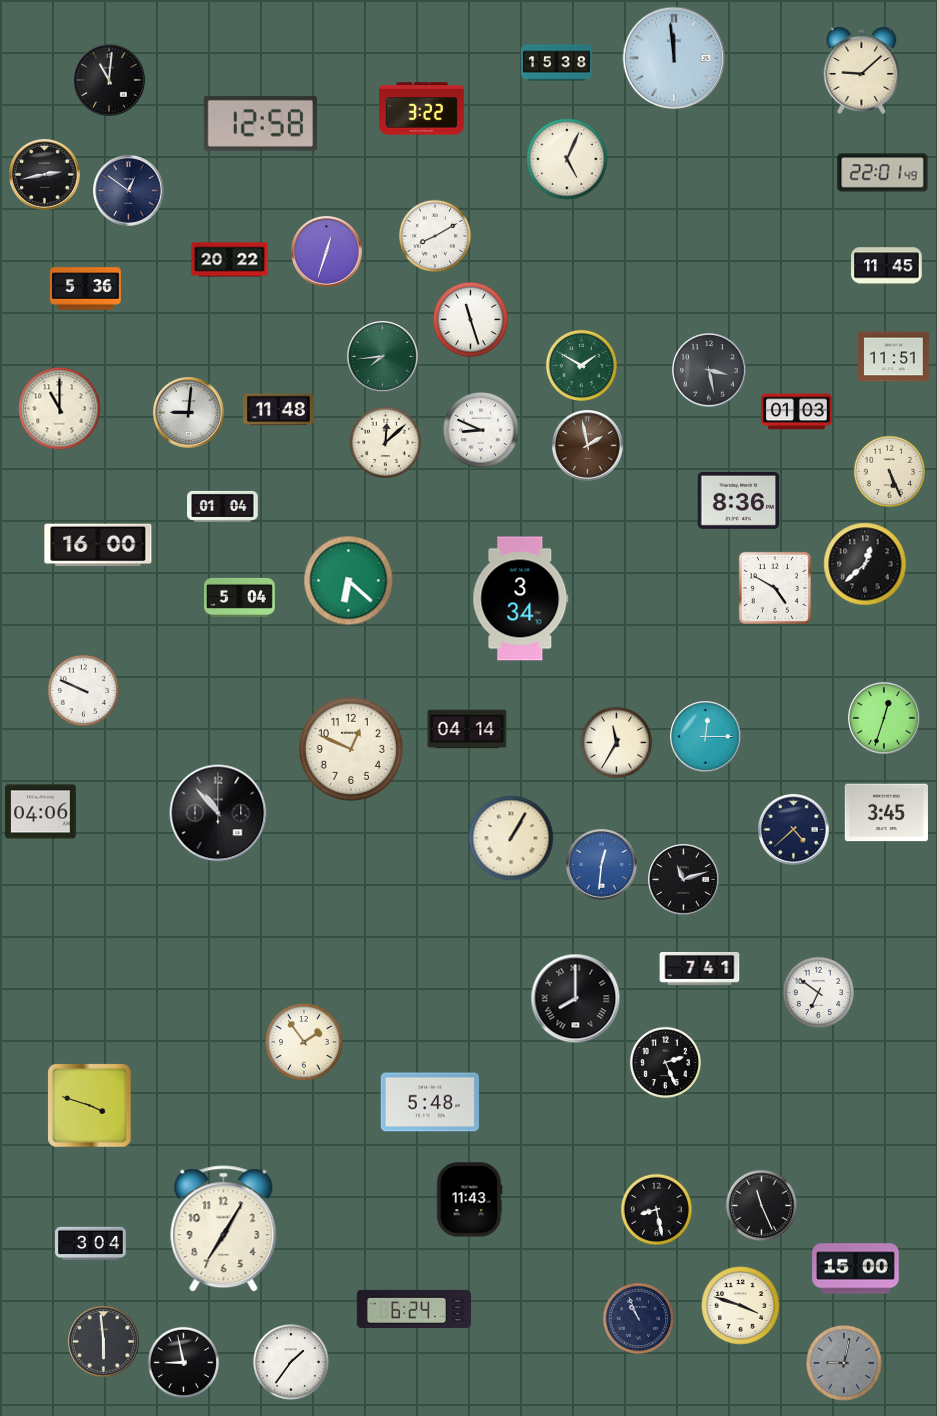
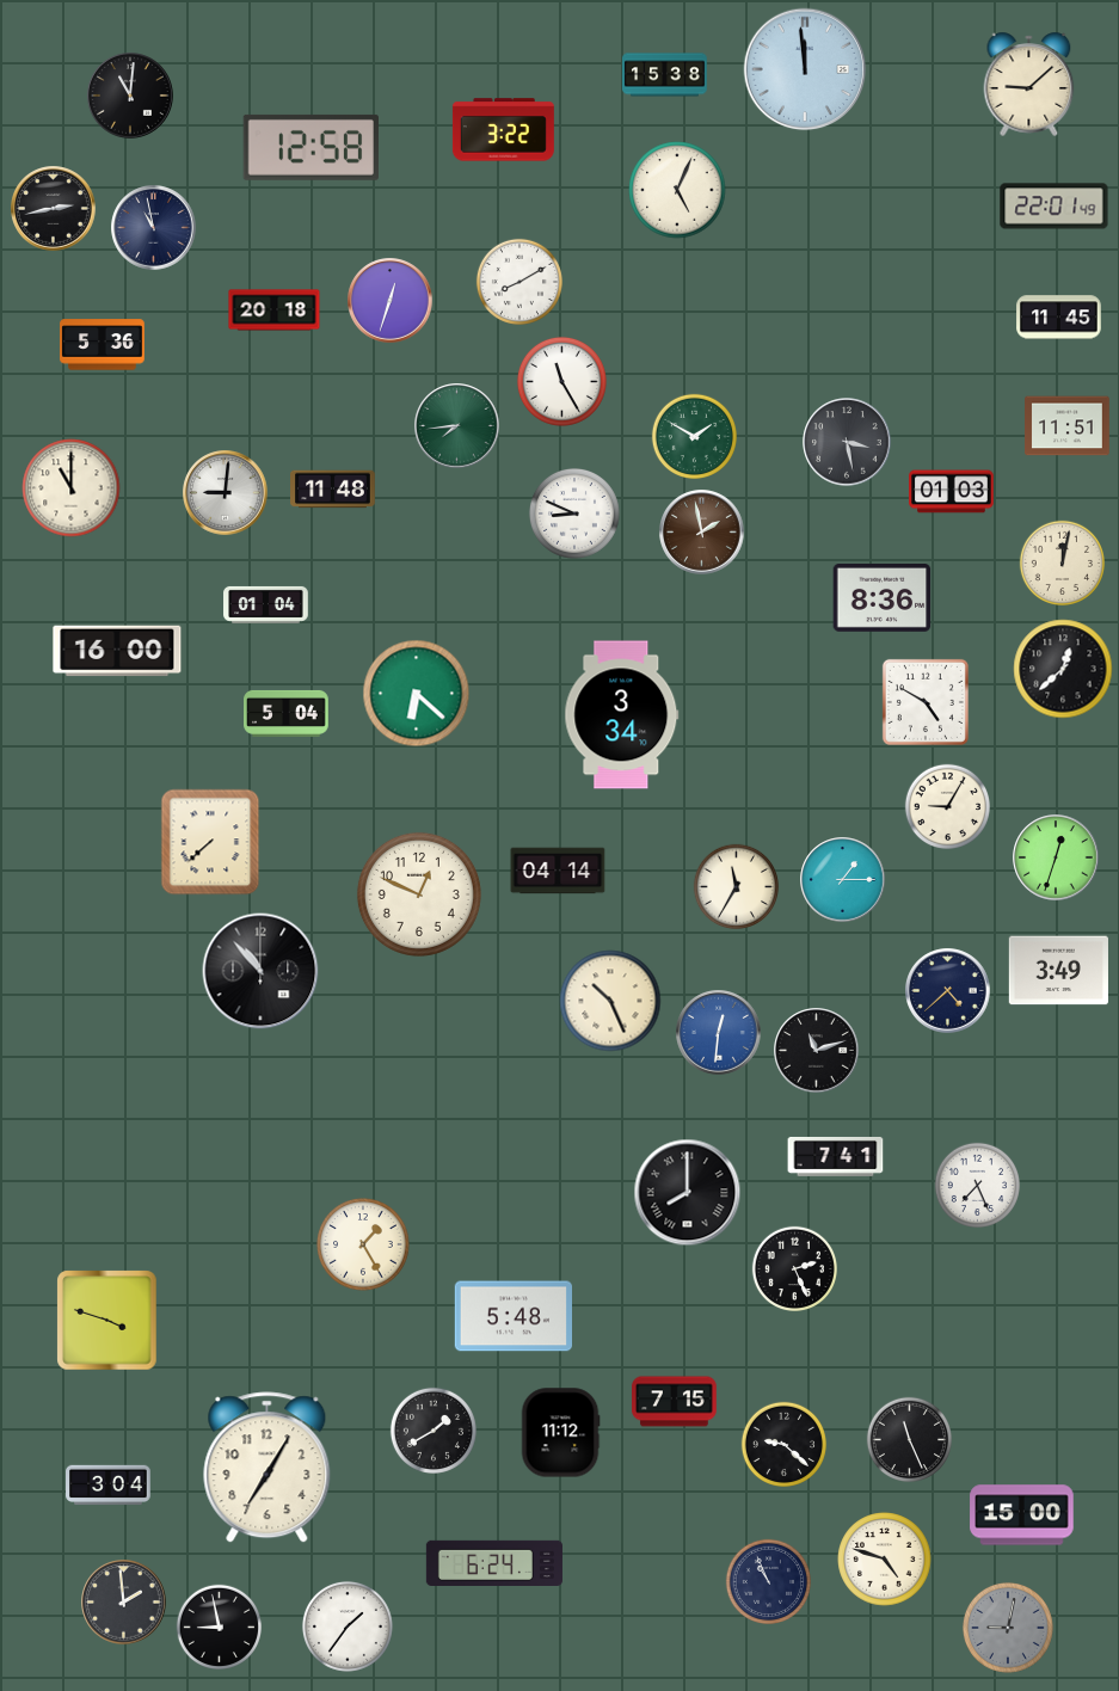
clock at (129, 191): 12:51 -> 10:58
clock at (230, 260): 20:22 -> 20:18
clock at (470, 319): 11:27 -> 11:25
clock at (385, 442): 12:08 -> none
clock at (889, 471): 5:26 -> 12:02
clock at (865, 564) position: (865, 564) -> (1063, 669)
clock at (947, 806): none -> 9:05
clock at (83, 690): 9:49 -> none
clock at (210, 842): none -> 7:38
clock at (706, 737): 12:15 -> 1:15
clock at (41, 812): 04:06 -> none
clock at (886, 813): 3:45 -> 3:49
clock at (511, 838): 1:05 -> 10:26
clock at (818, 992): 6:51 -> 7:26
clock at (304, 1042): 1:54 -> 1:25
clock at (675, 1402): none -> 7:15
clock at (434, 1431): none -> 1:40
clock at (469, 1200): 11:43 -> 11:12
clock at (656, 1209): 8:28 -> 9:22
clock at (741, 1306): 3:48 -> 4:48
clock at (638, 1318) position: (638, 1318) -> (768, 1581)
clock at (104, 1342): 5:59 -> 1:59
